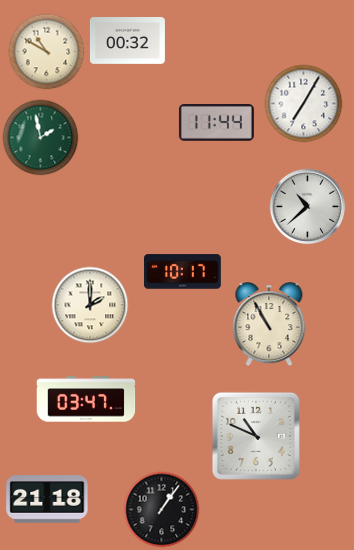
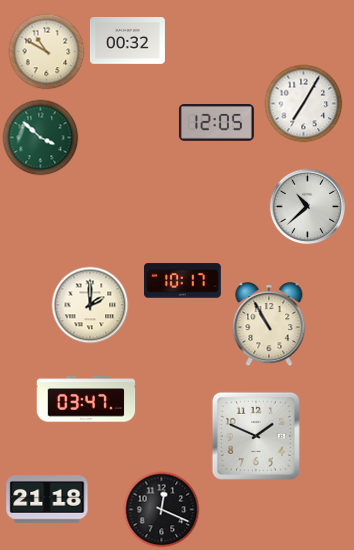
clock at (216, 123): 11:44 -> 12:05
clock at (41, 138): 1:58 -> 3:52
clock at (183, 272) position: (183, 272) -> (183, 281)
clock at (256, 436): 10:49 -> 1:49
clock at (162, 510): 1:06 -> 12:19
